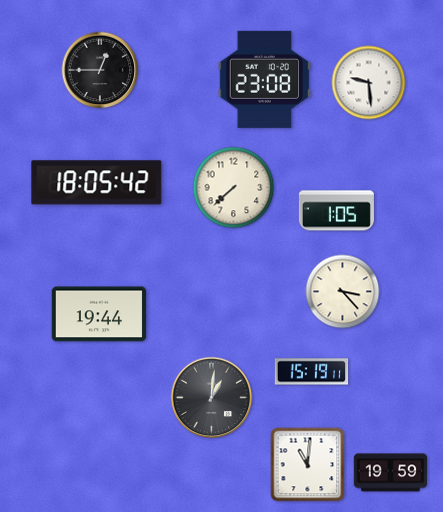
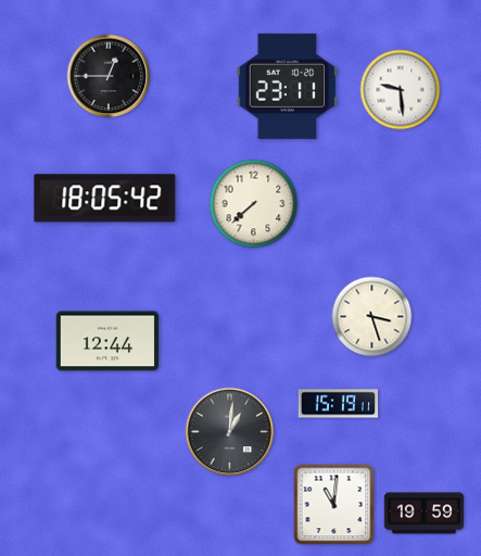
clock at (264, 79): 23:08 -> 23:11
clock at (336, 211): 1:05 -> none
clock at (343, 292): 3:23 -> 3:27
clock at (99, 314): 19:44 -> 12:44
